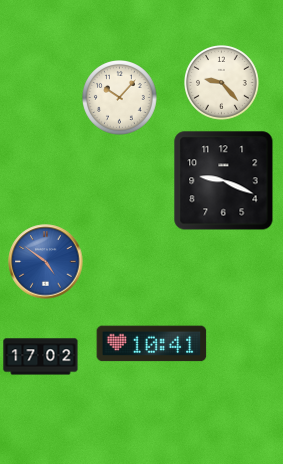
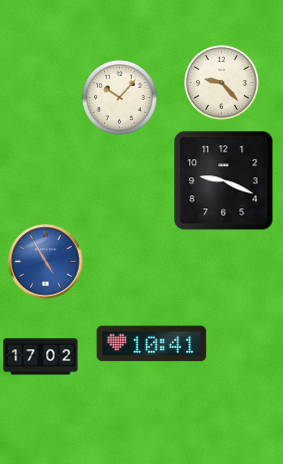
clock at (46, 262): 4:51 -> 4:55
